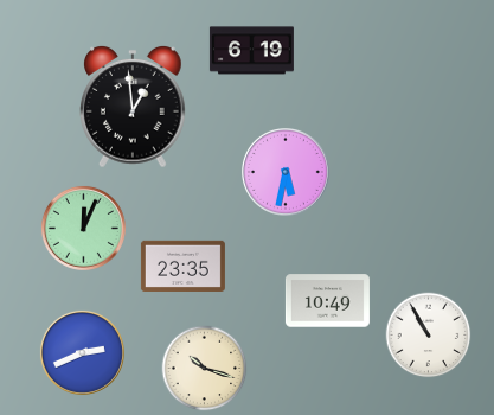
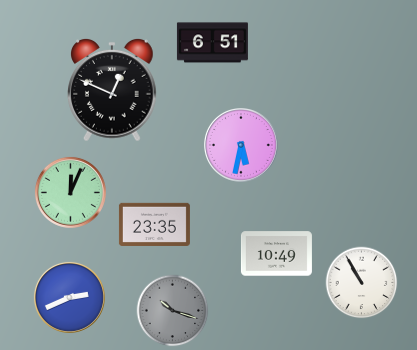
clock at (251, 51): 6:19 -> 6:51
clock at (134, 107): 12:59 -> 12:49
clock at (205, 369) dial: cream -> grey
